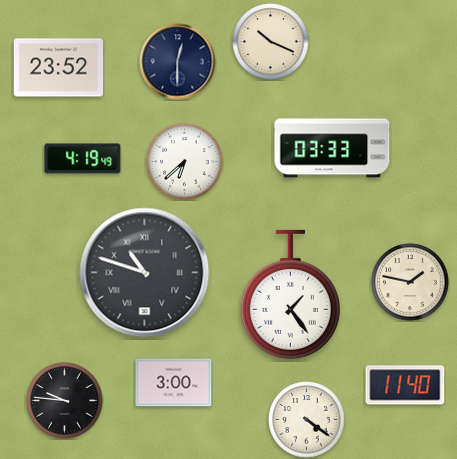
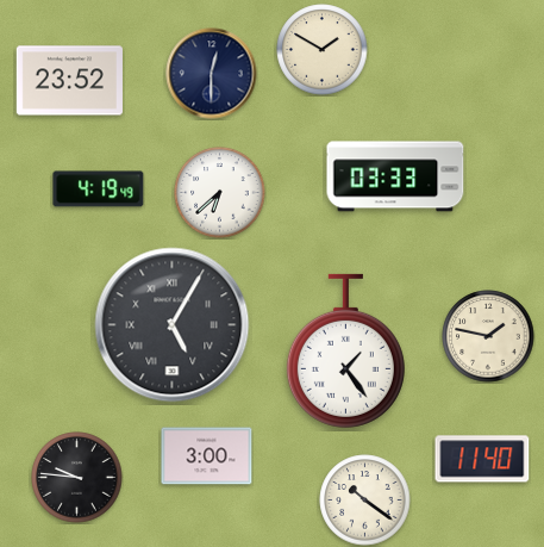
clock at (271, 42): 10:19 -> 1:50
clock at (145, 273): 10:48 -> 5:05
clock at (307, 420): 4:21 -> 10:21
